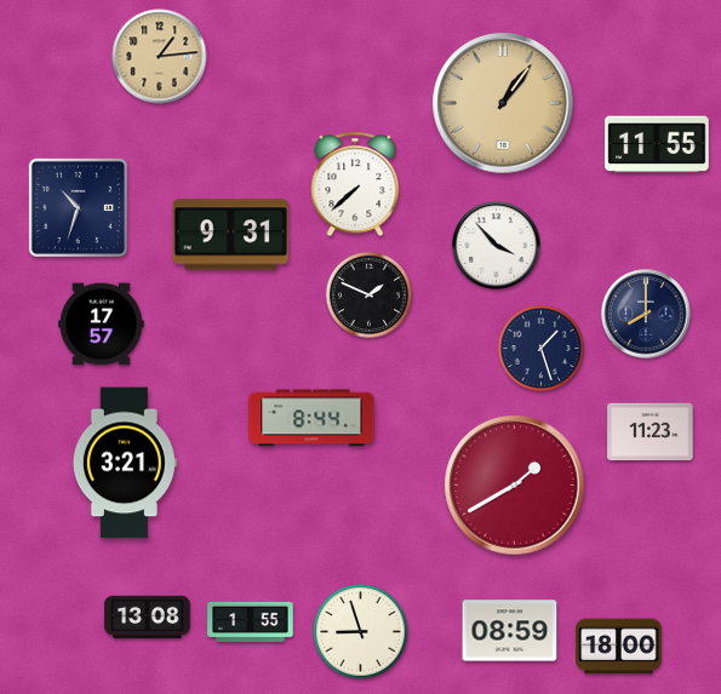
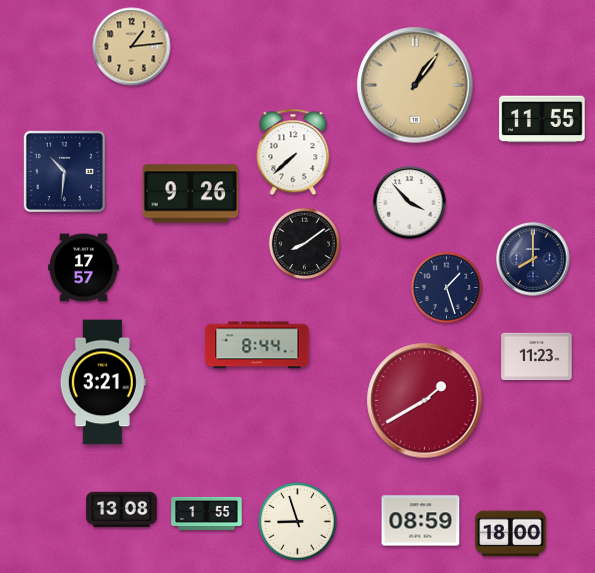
clock at (78, 207): 10:33 -> 10:31
clock at (231, 235): 9:31 -> 9:26
clock at (368, 294): 1:49 -> 8:09
